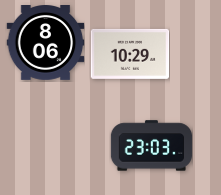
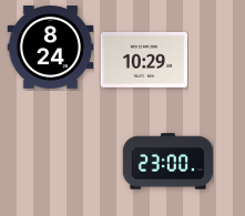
clock at (45, 43): 8:06 -> 8:24
clock at (151, 146): 23:03 -> 23:00
